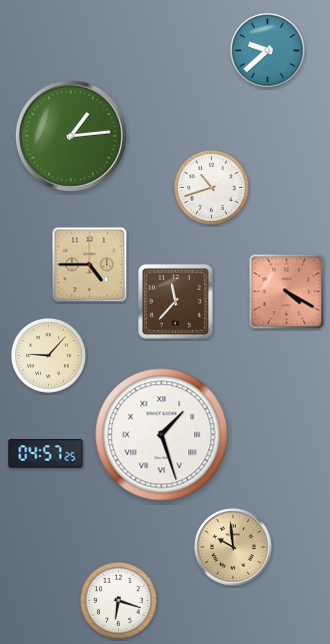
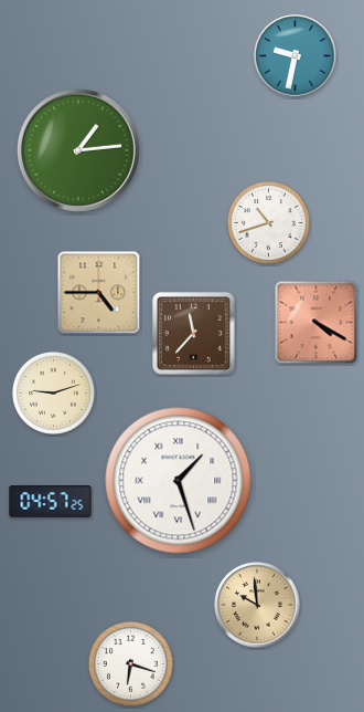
clock at (268, 51): 9:38 -> 9:32
clock at (211, 187) position: (211, 187) -> (268, 222)
clock at (48, 355): 9:07 -> 9:12
